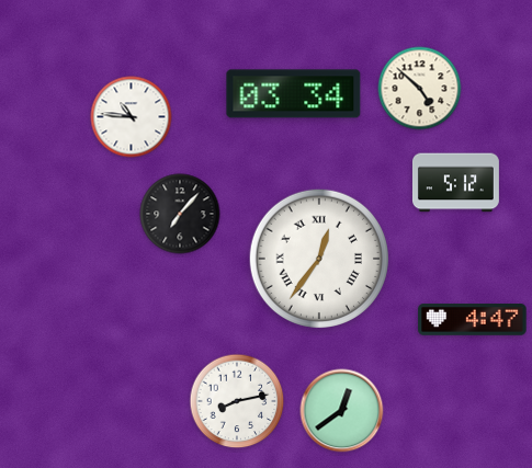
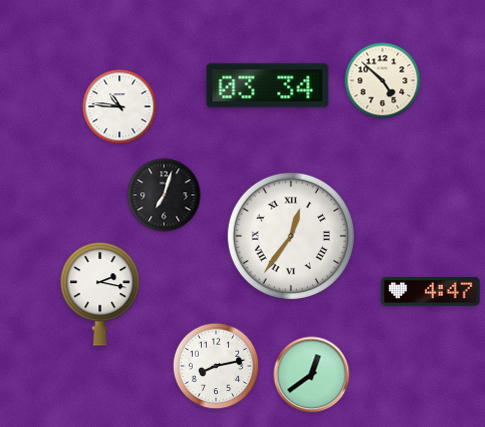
clock at (456, 183): 5:12 -> none
clock at (180, 214): 7:07 -> 7:03
clock at (100, 294): none -> 2:17
